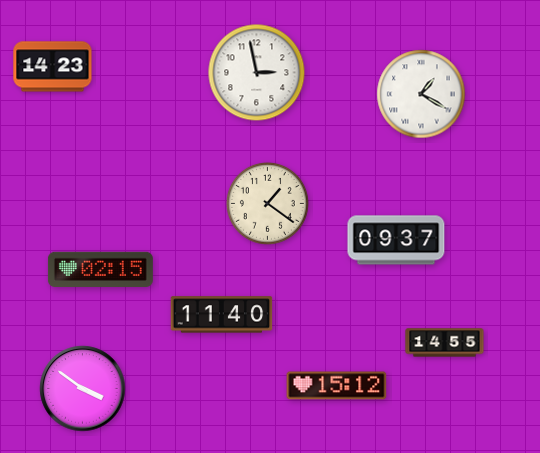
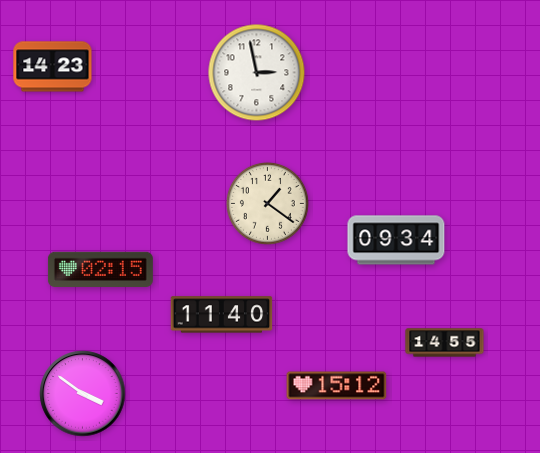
clock at (421, 94): 1:20 -> none
clock at (396, 240): 09:37 -> 09:34
clock at (83, 389) position: (83, 389) -> (83, 394)
